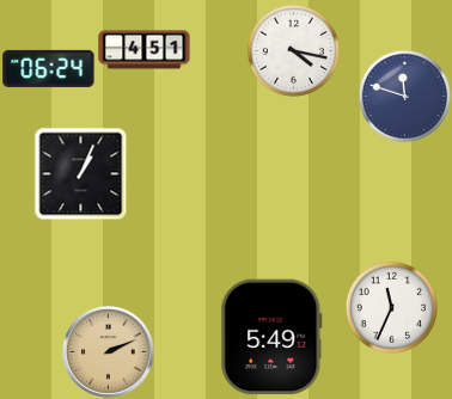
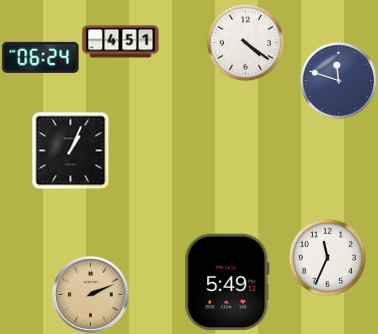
clock at (293, 50): 4:17 -> 4:21
clock at (80, 173) position: (80, 173) -> (70, 150)
